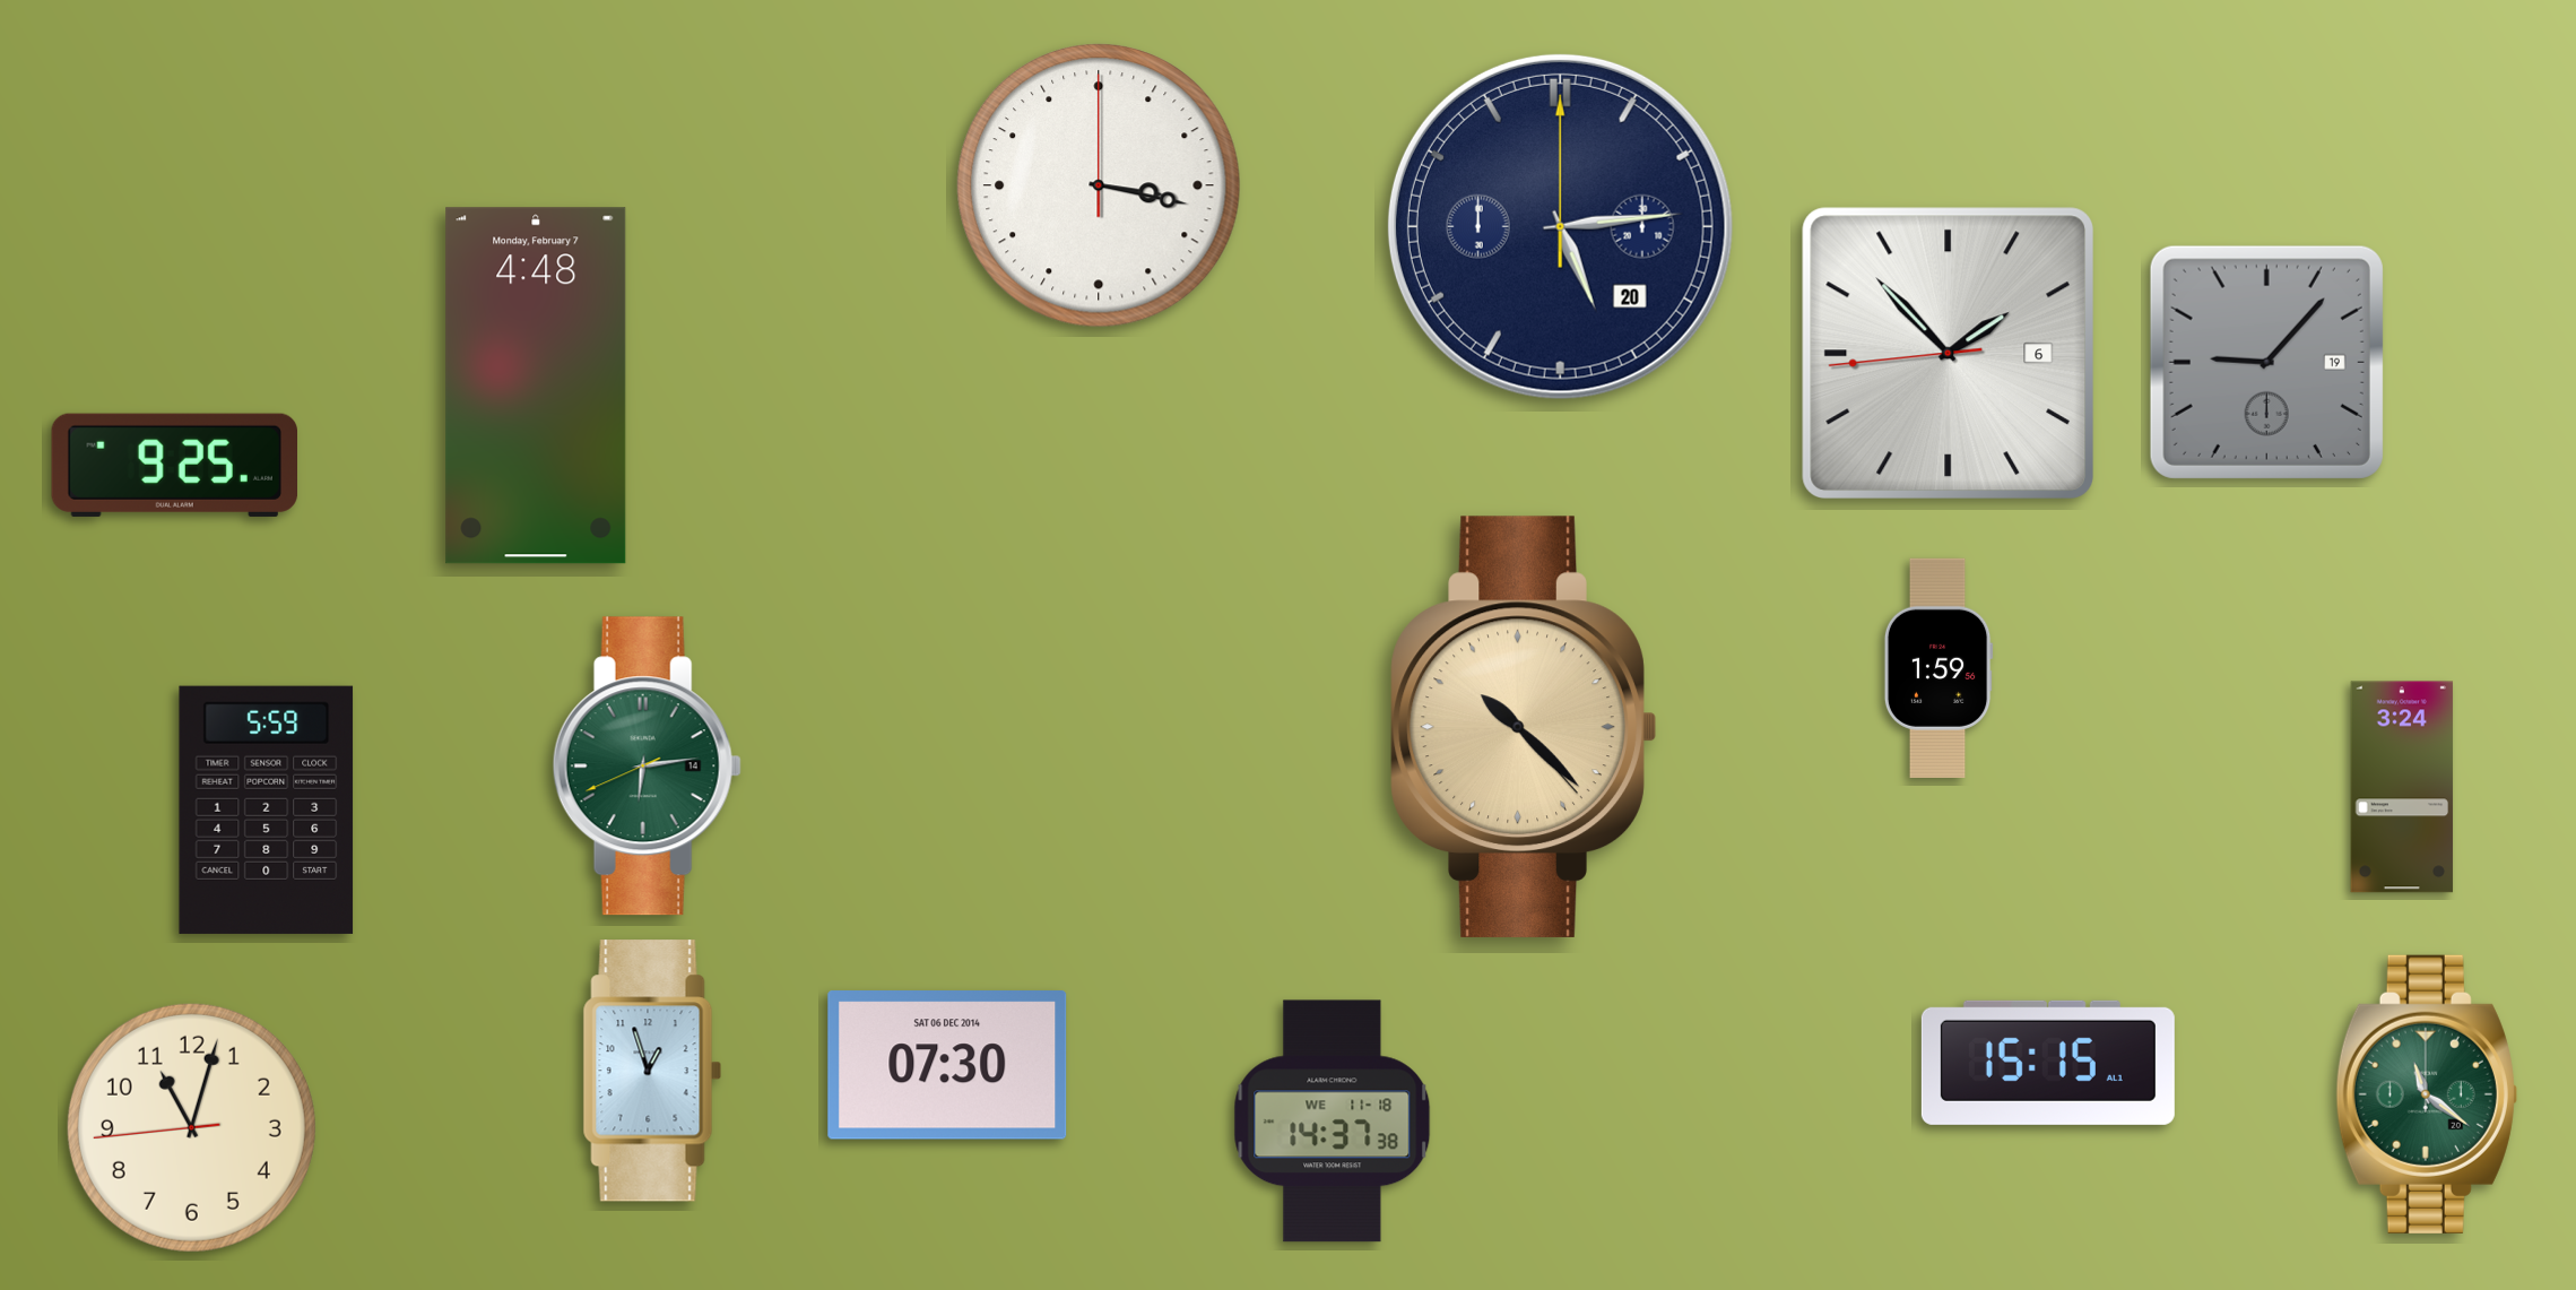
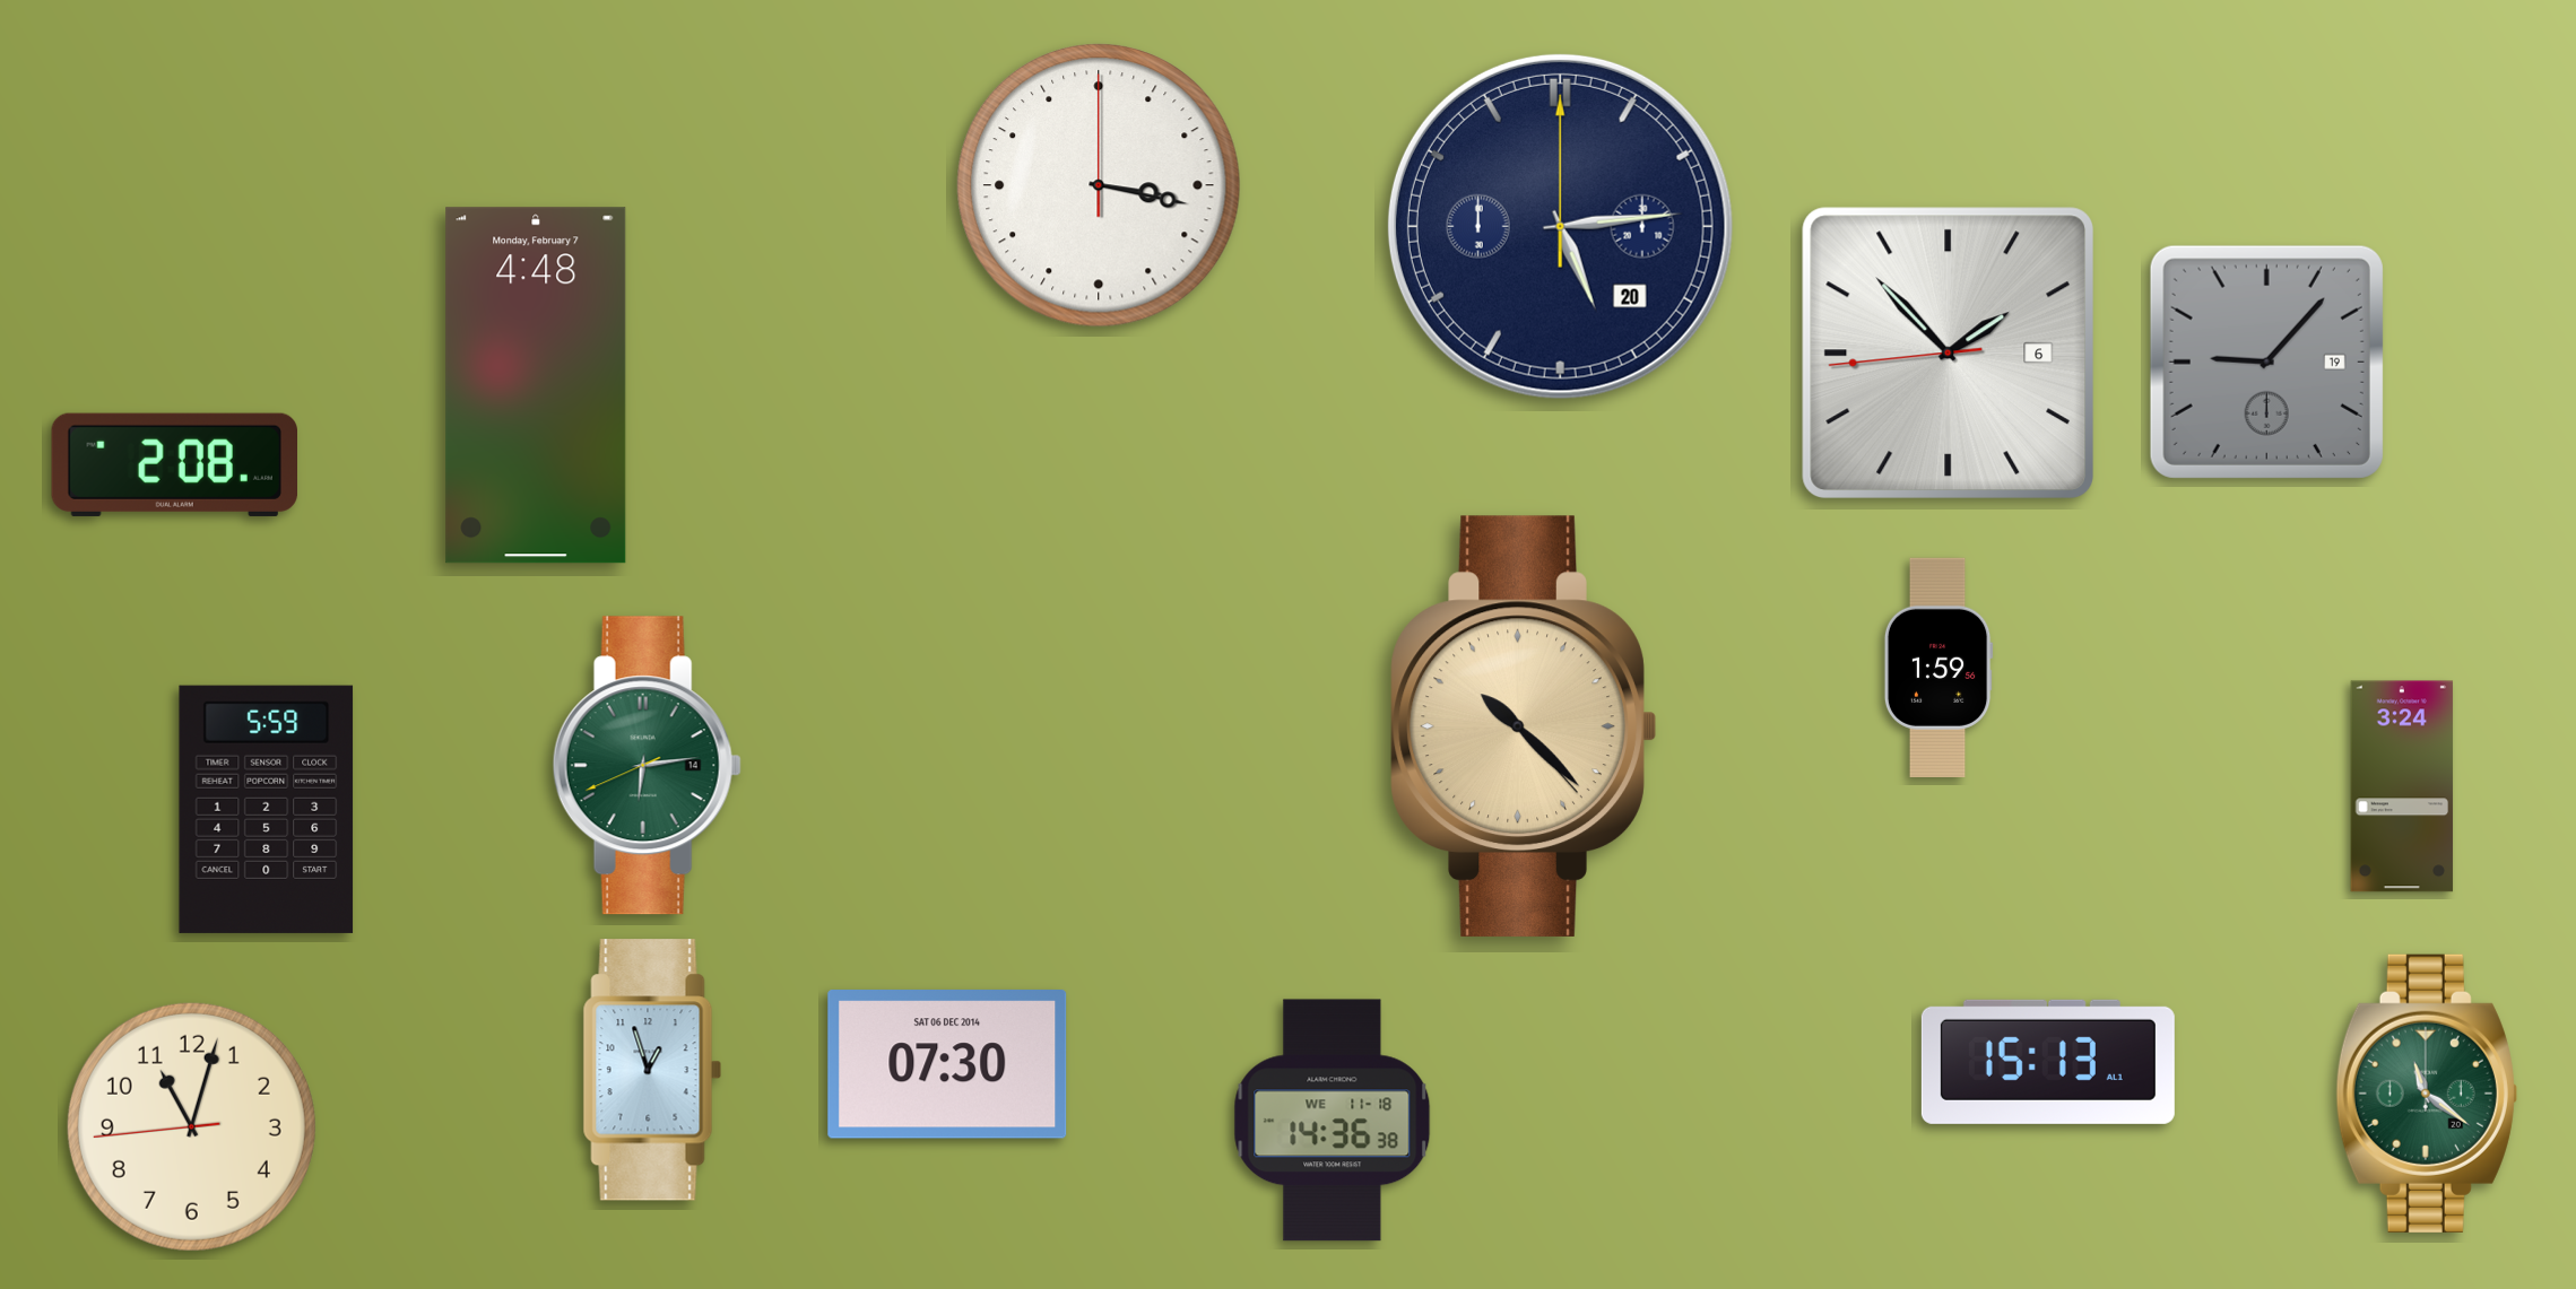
clock at (174, 465): 9:25 -> 2:08
clock at (2048, 1063): 15:15 -> 15:13
clock at (1333, 1122): 14:37 -> 14:36
